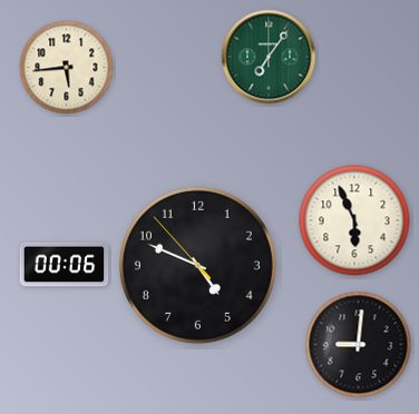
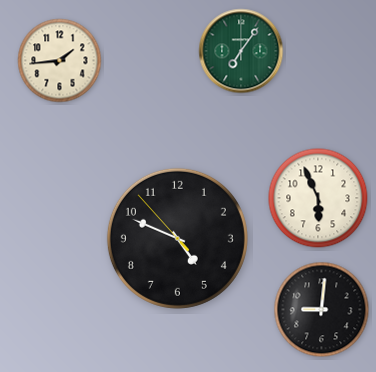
clock at (67, 68): 5:44 -> 1:44
clock at (65, 265): 00:06 -> none
